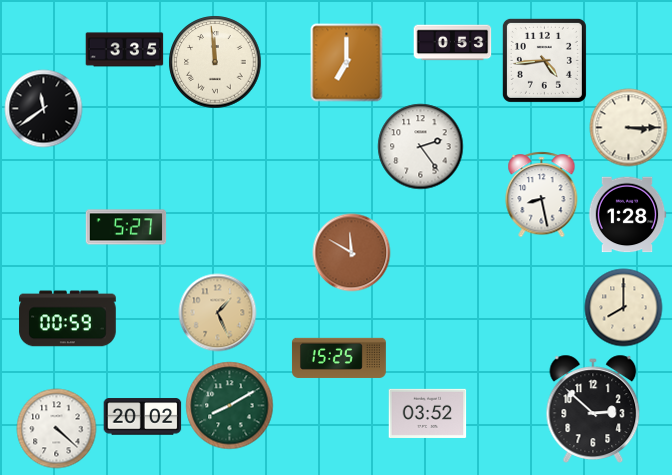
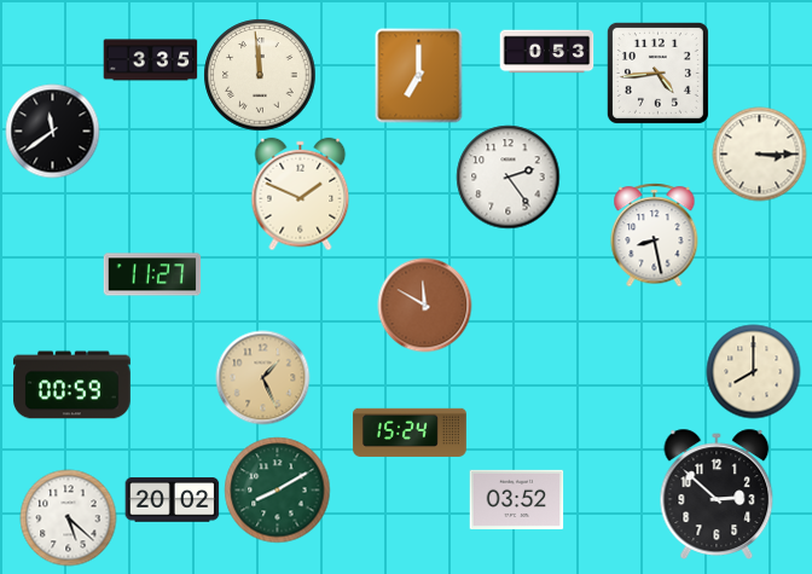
clock at (301, 193): none -> 1:49
clock at (627, 215): 1:28 -> none
clock at (126, 227): 5:27 -> 11:27
clock at (68, 319) position: (68, 319) -> (72, 385)
clock at (339, 358): 15:25 -> 15:24
clock at (142, 417) position: (142, 417) -> (172, 500)
clock at (56, 428): 4:22 -> 5:22
